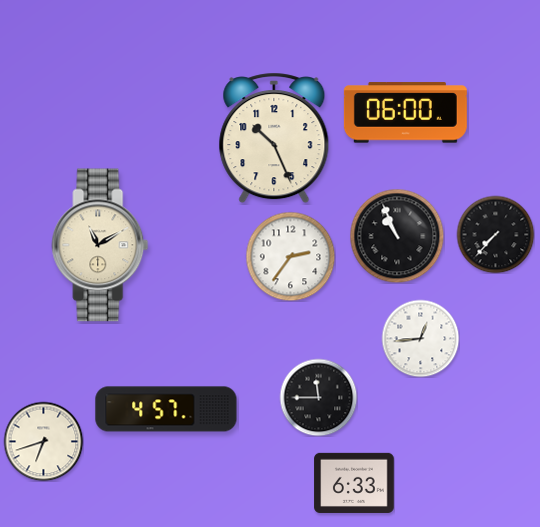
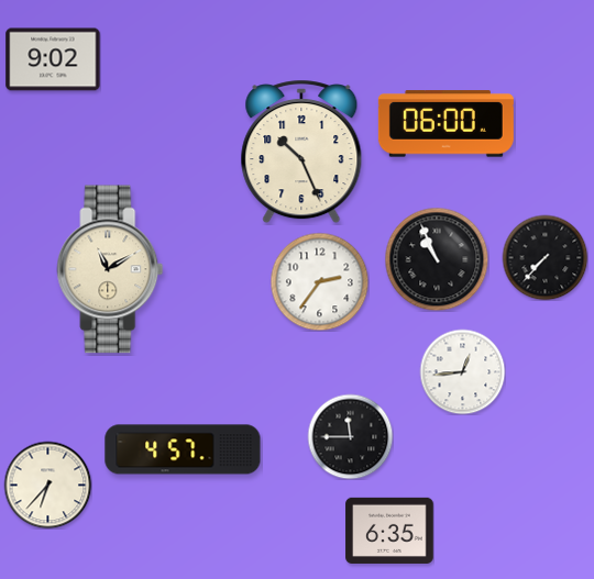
clock at (53, 59): none -> 9:02
clock at (43, 441): 6:42 -> 6:37
clock at (354, 482): 6:33 -> 6:35
